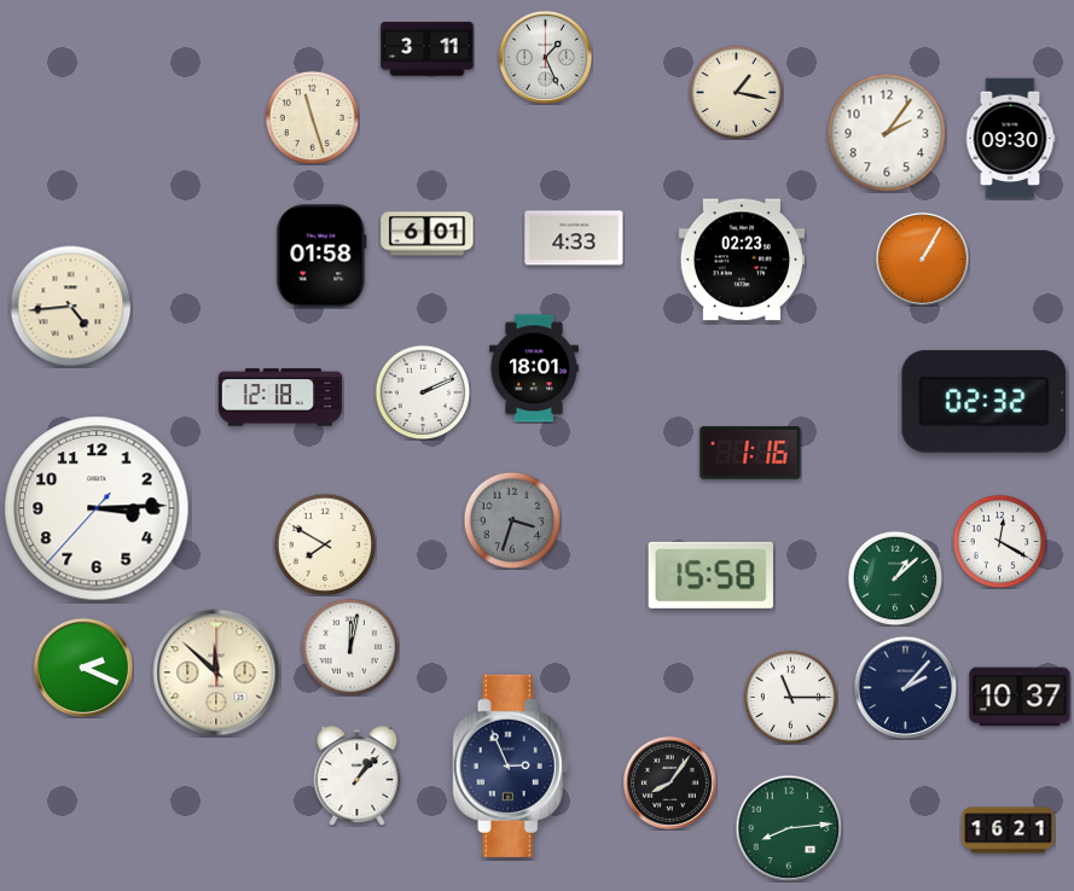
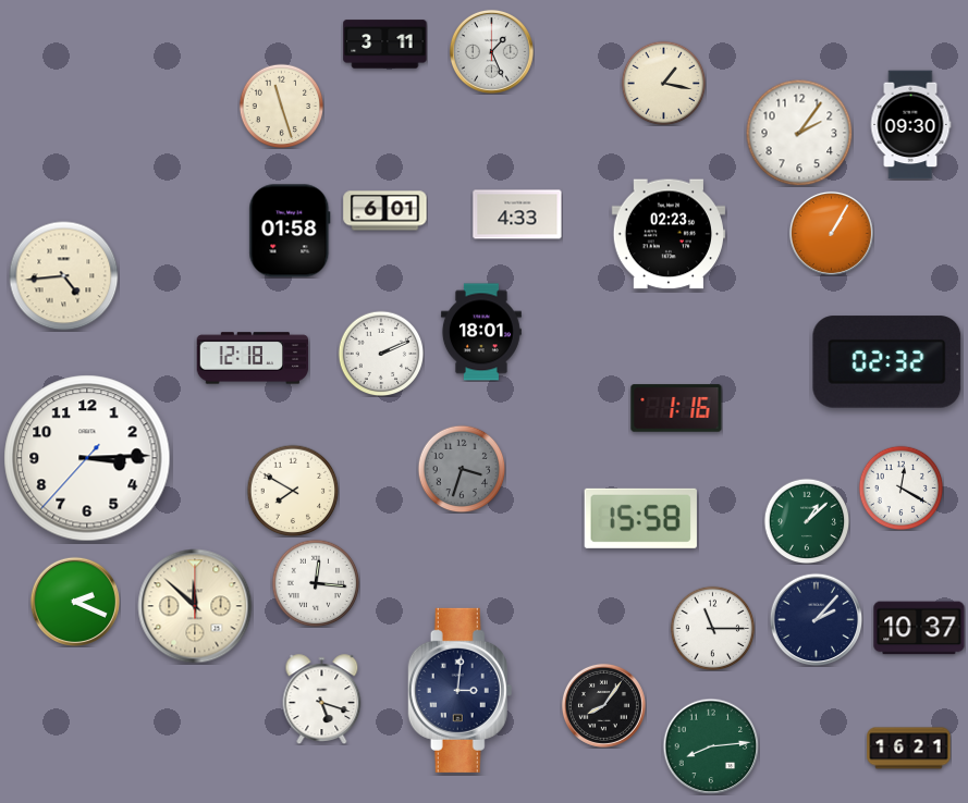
clock at (887, 133) position: (887, 133) -> (799, 133)
clock at (350, 647): 12:02 -> 12:16
clock at (511, 765): 2:56 -> 3:01
clock at (358, 775): 1:07 -> 5:18
